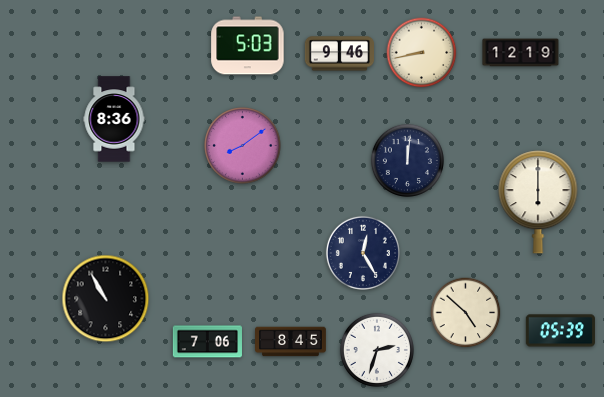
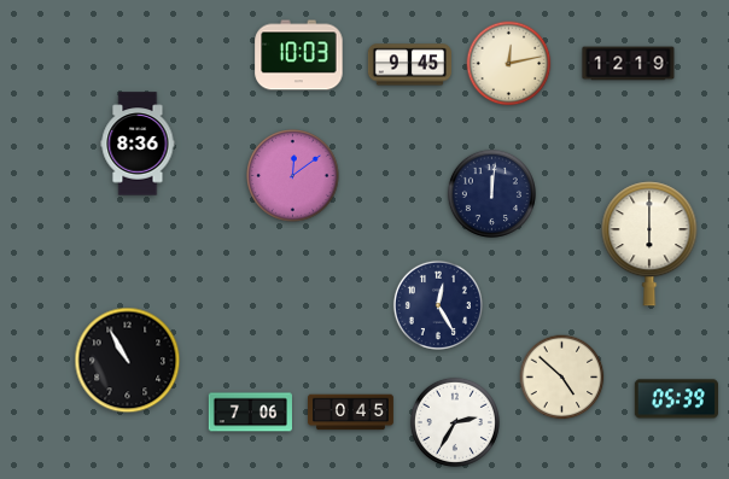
clock at (248, 46): 5:03 -> 10:03
clock at (422, 53): 8:43 -> 12:13
clock at (339, 54): 9:46 -> 9:45
clock at (243, 146): 8:09 -> 12:09
clock at (291, 342): 8:45 -> 0:45
clock at (377, 350): 2:33 -> 2:35
